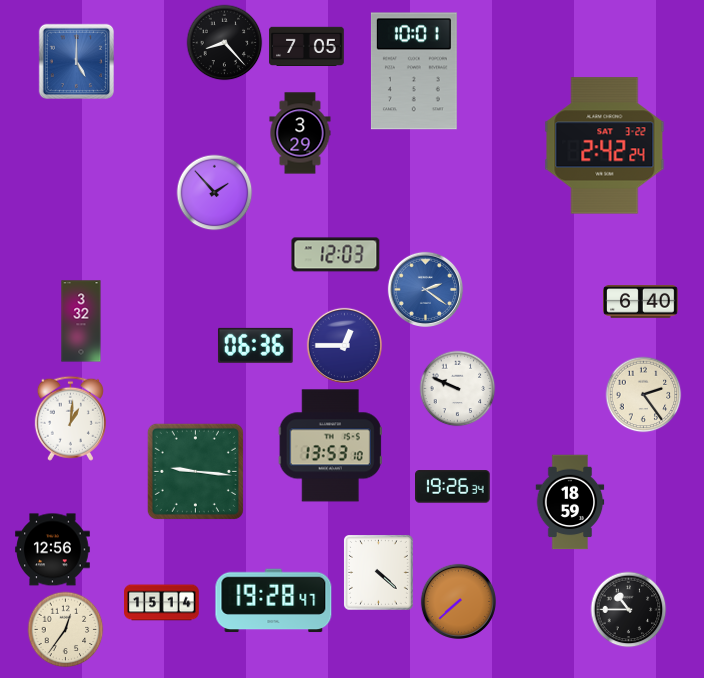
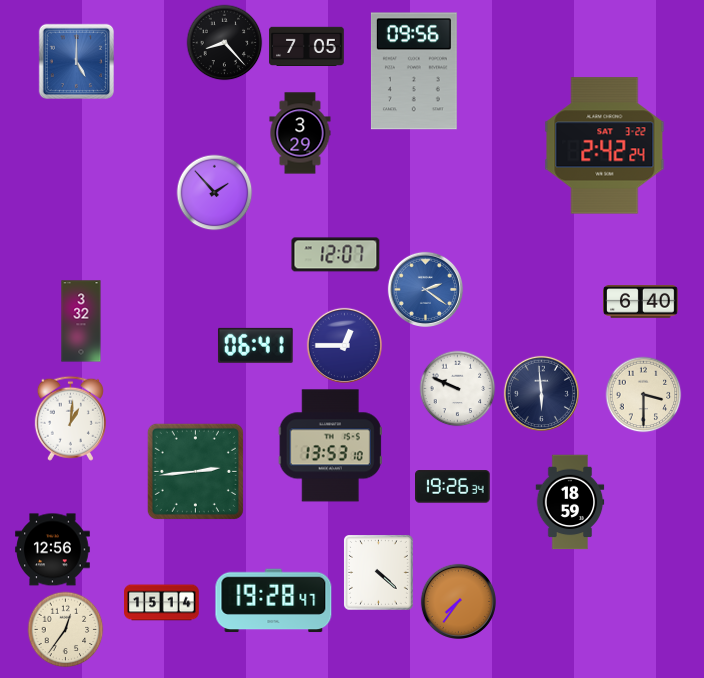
clock at (414, 71): 10:01 -> 09:56
clock at (336, 255): 12:03 -> 12:07
clock at (255, 345): 06:36 -> 06:41
clock at (541, 393): none -> 5:59
clock at (644, 395): 2:24 -> 3:30
clock at (195, 471): 9:16 -> 2:44
clock at (458, 601): 7:38 -> 7:36
clock at (629, 610): 10:45 -> none
